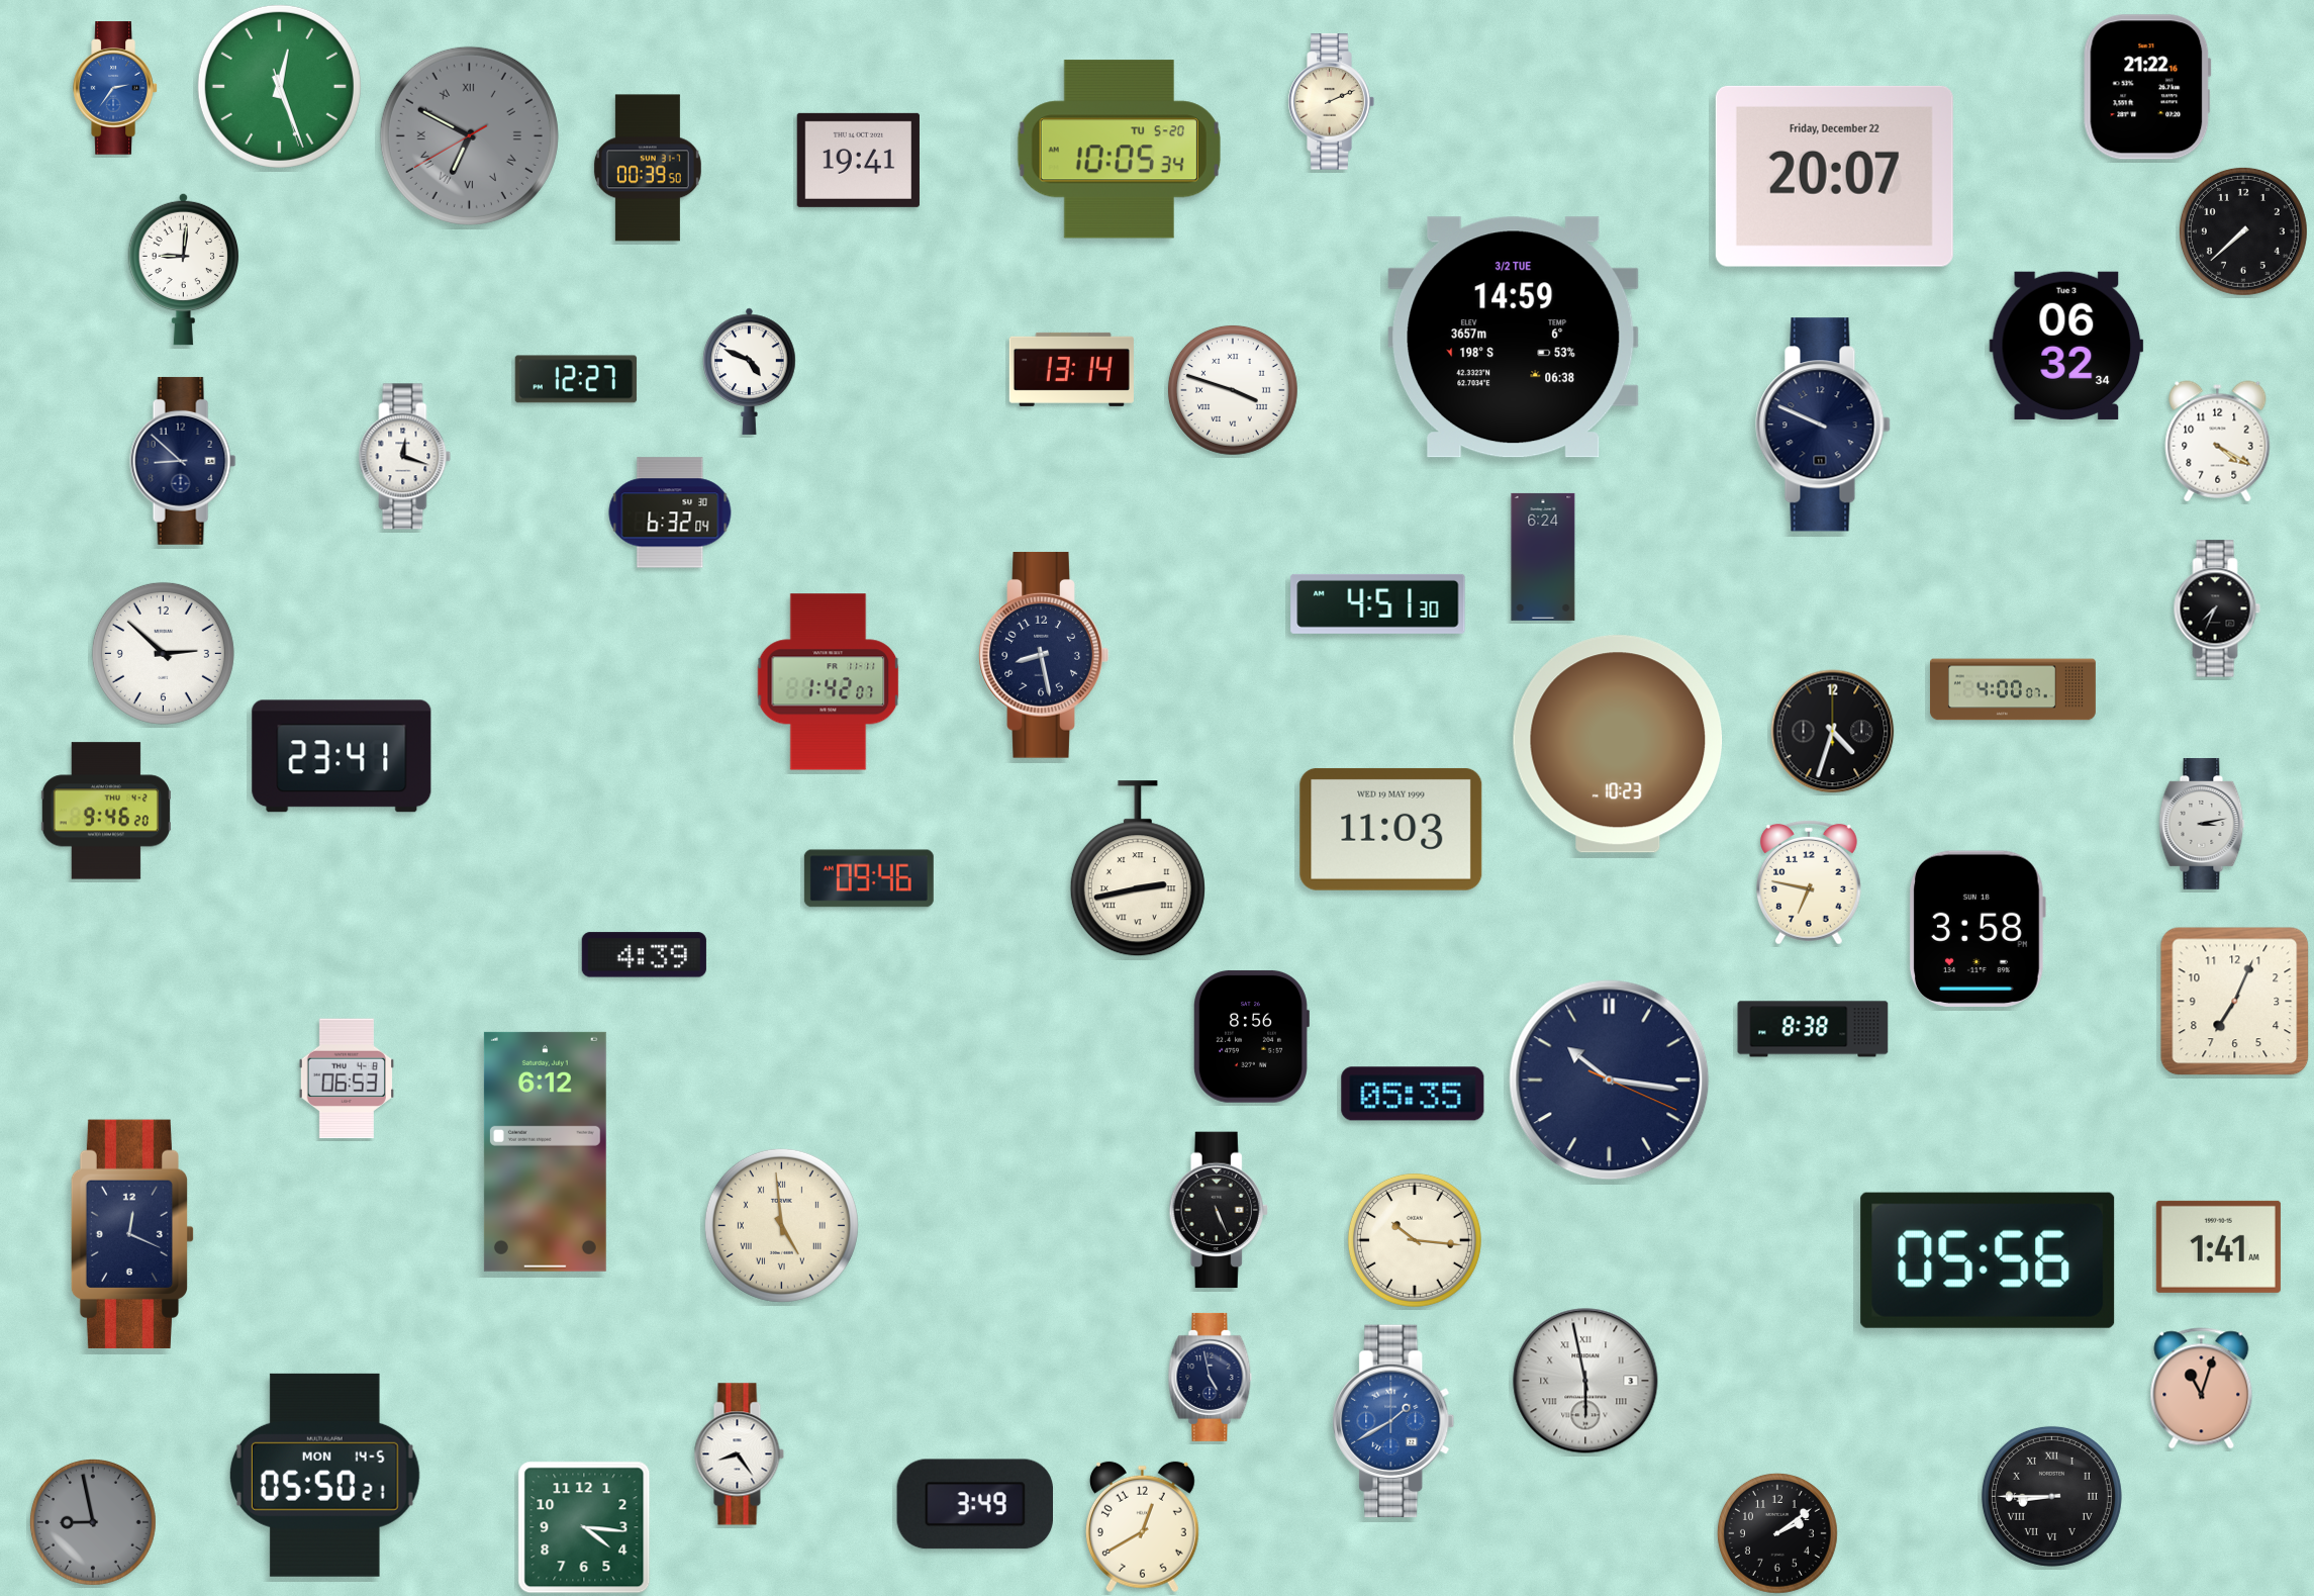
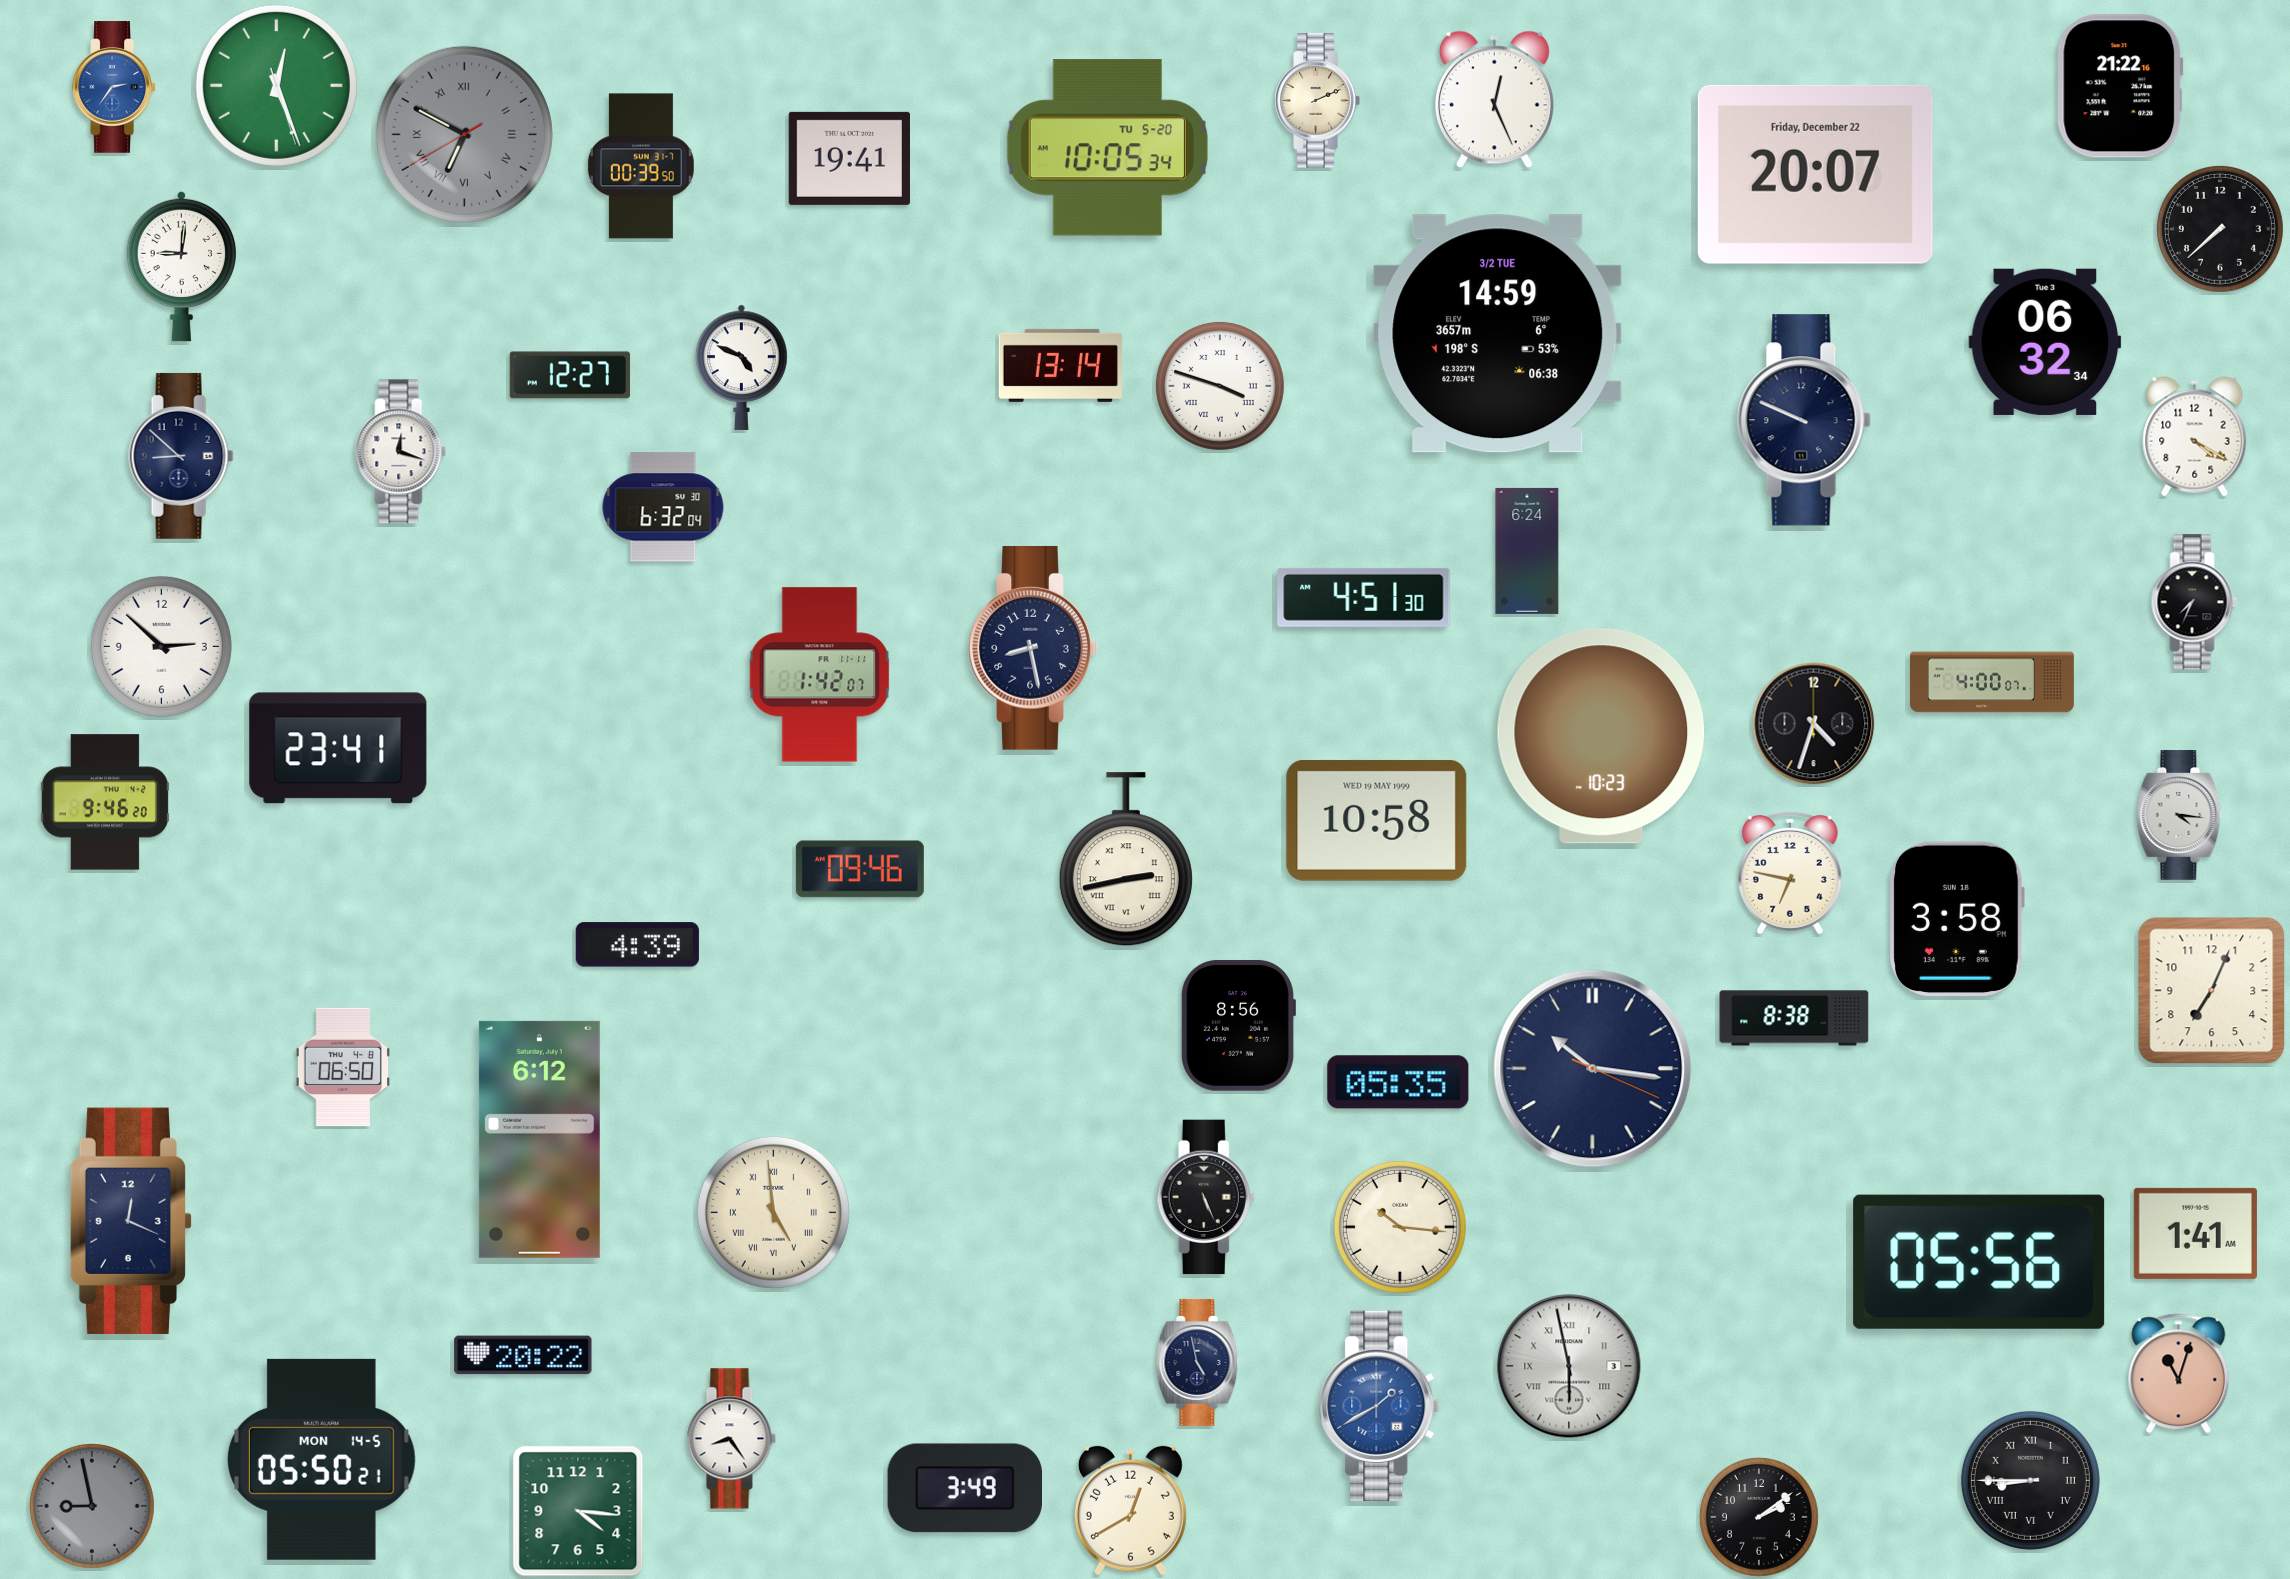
clock at (2147, 87) position: (2147, 87) -> (2120, 86)
clock at (1494, 100): none -> 12:26
clock at (2202, 825): 3:13 -> 4:16
clock at (1391, 829): 11:03 -> 10:58
clock at (347, 1078): 06:53 -> 06:50
clock at (1988, 1260) position: (1988, 1260) -> (1979, 1262)
clock at (523, 1355): none -> 20:22
